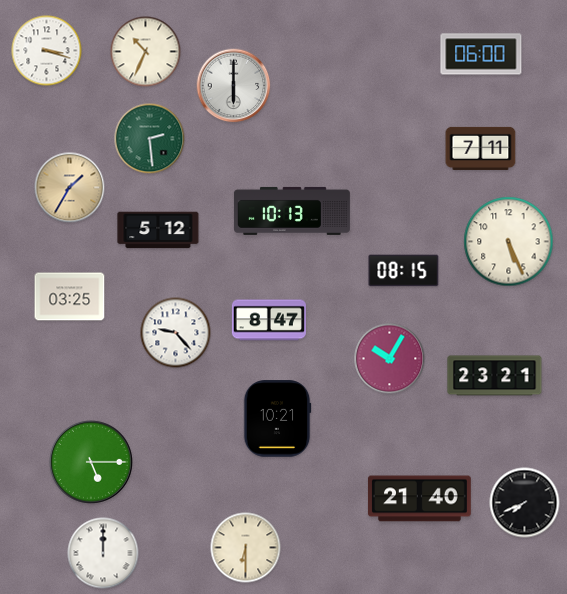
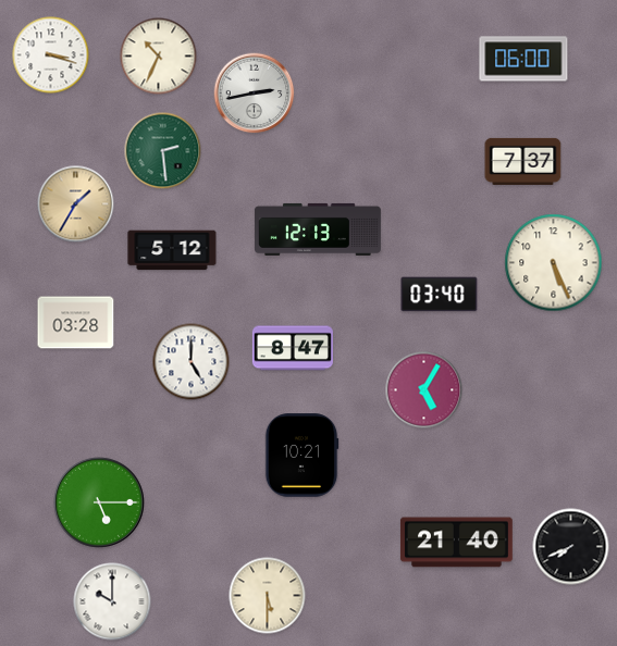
clock at (234, 86): 6:00 -> 2:43
clock at (481, 148): 7:11 -> 7:37
clock at (292, 211): 10:13 -> 12:13
clock at (404, 271): 08:15 -> 03:40
clock at (70, 297): 03:25 -> 03:28
clock at (176, 333): 9:23 -> 5:00
clock at (390, 359): 10:05 -> 5:05
clock at (495, 376): 23:21 -> none
clock at (246, 548): 6:30 -> 5:30
clock at (103, 553): 12:00 -> 10:00
